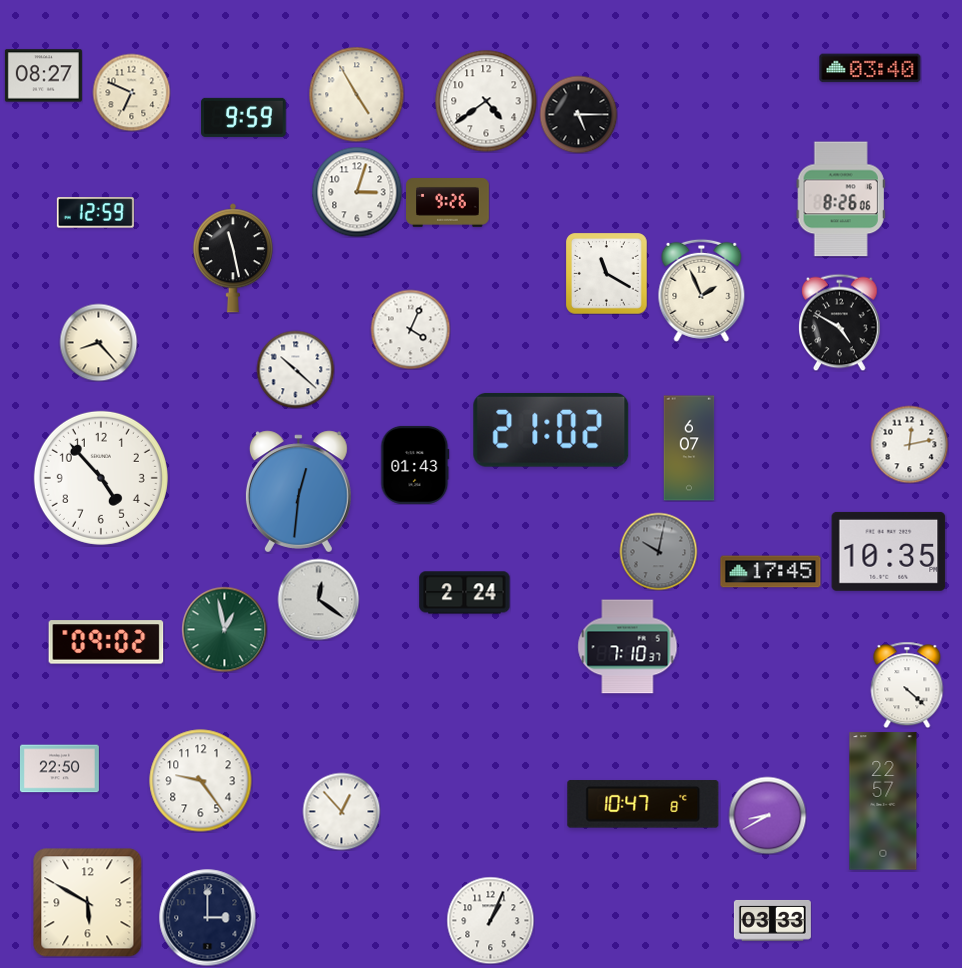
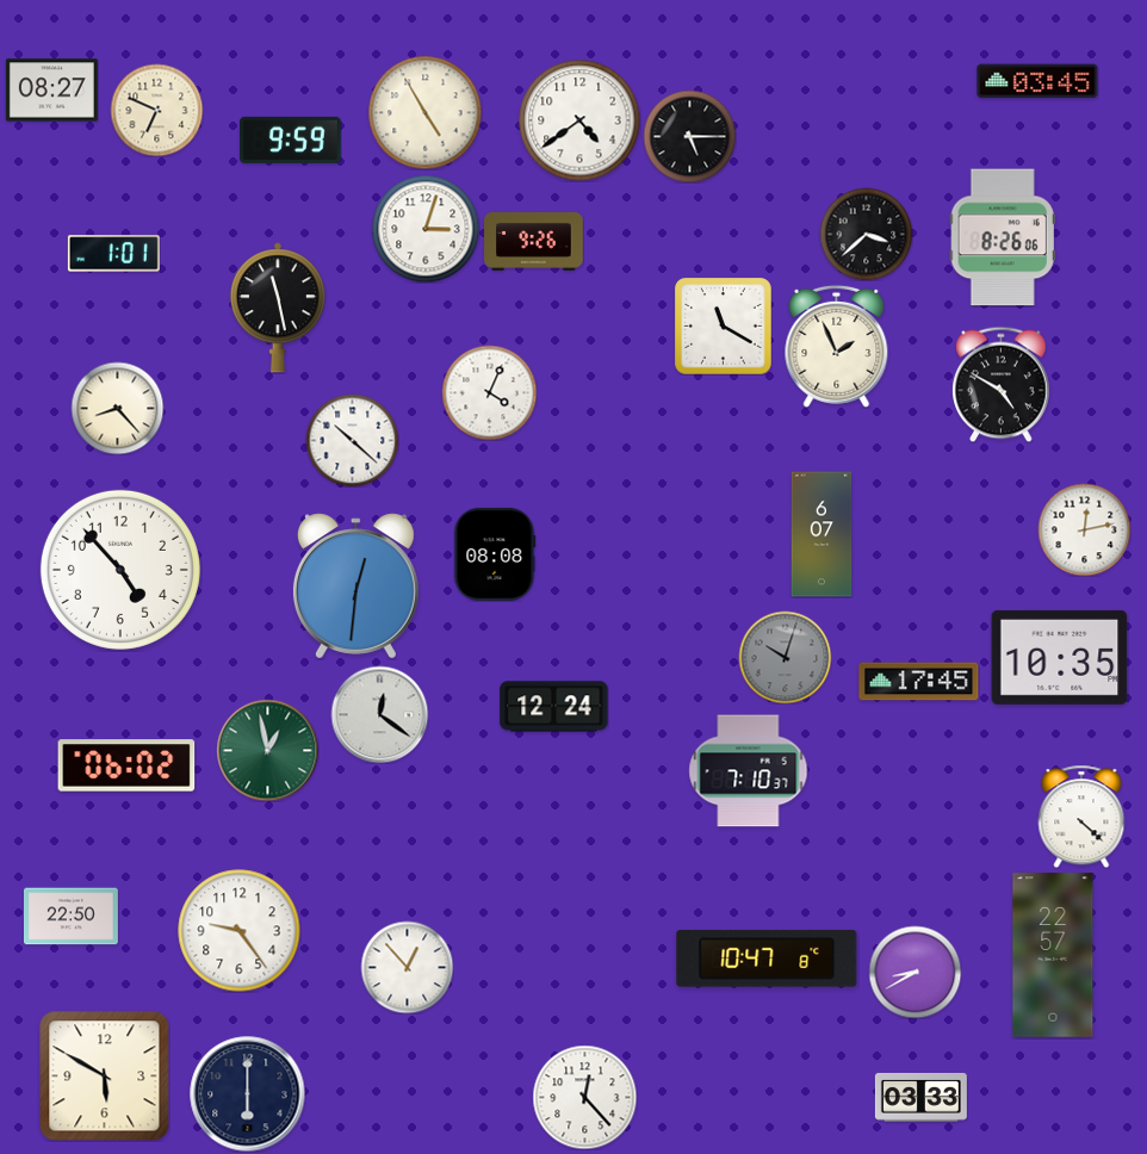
clock at (870, 68): 03:40 -> 03:45
clock at (866, 234): none -> 3:38
clock at (95, 213): 12:59 -> 1:01
clock at (551, 430): 21:02 -> none
clock at (415, 465): 01:43 -> 08:08
clock at (658, 551): 10:02 -> 10:03
clock at (465, 593): 2:24 -> 12:24
clock at (106, 642): 09:02 -> 06:02
clock at (208, 918): 3:00 -> 6:00
clock at (490, 920): 1:04 -> 12:23
